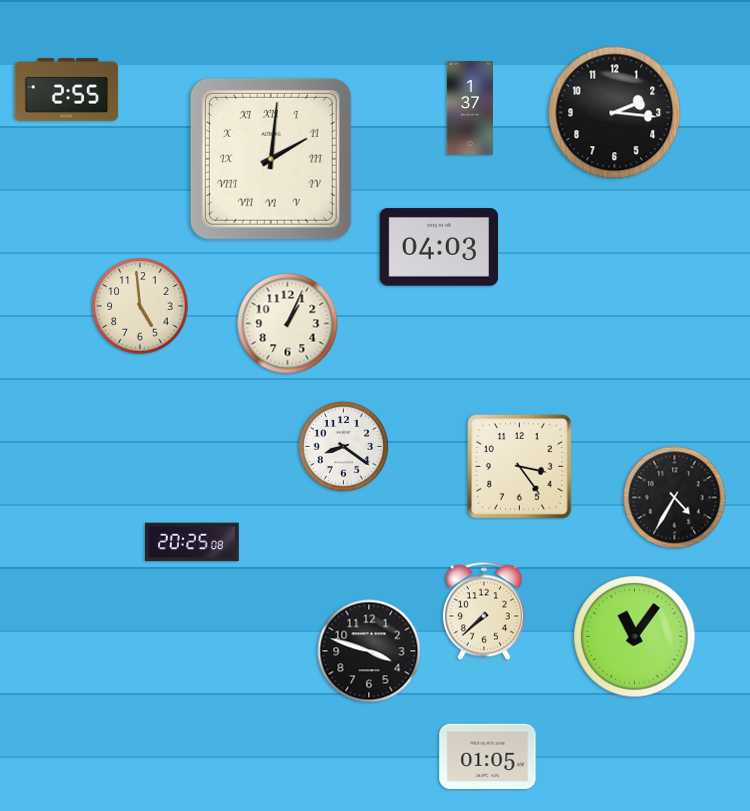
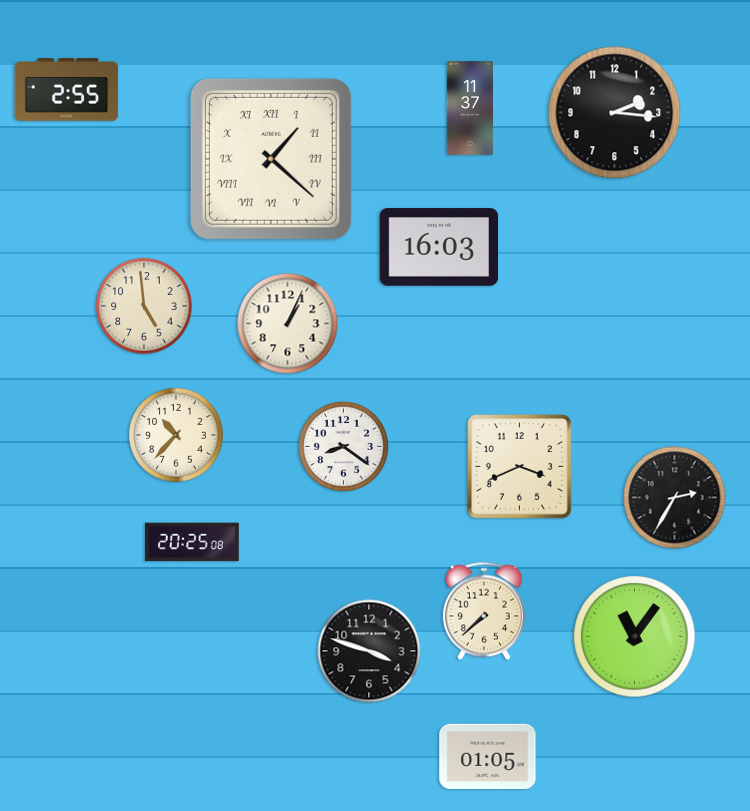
clock at (469, 108): 1:37 -> 11:37
clock at (271, 159): 2:01 -> 1:22
clock at (439, 247): 04:03 -> 16:03
clock at (140, 306) position: (140, 306) -> (144, 306)
clock at (176, 435): none -> 10:37
clock at (520, 467): 3:24 -> 3:41
clock at (675, 498): 4:35 -> 2:35
